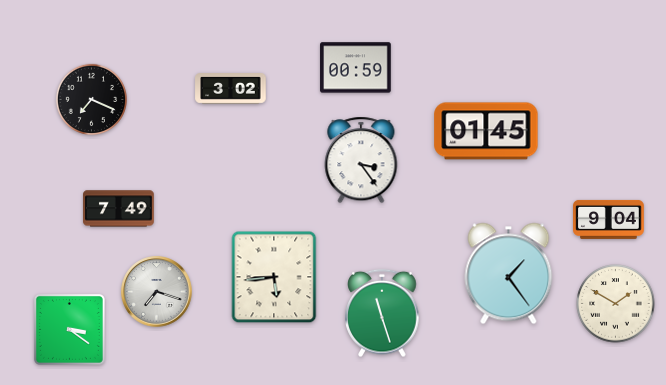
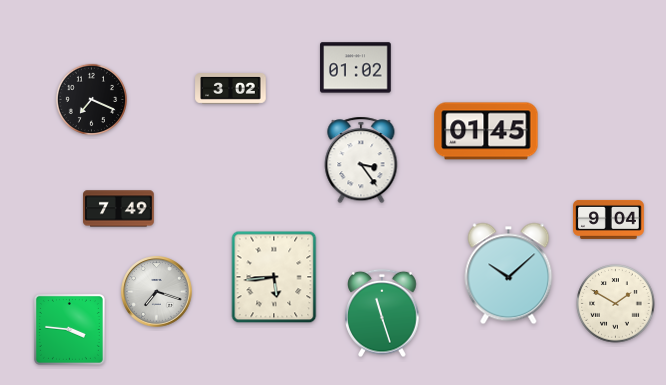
clock at (356, 68): 00:59 -> 01:02
clock at (509, 274): 1:24 -> 10:08
clock at (69, 329): 3:21 -> 3:46
